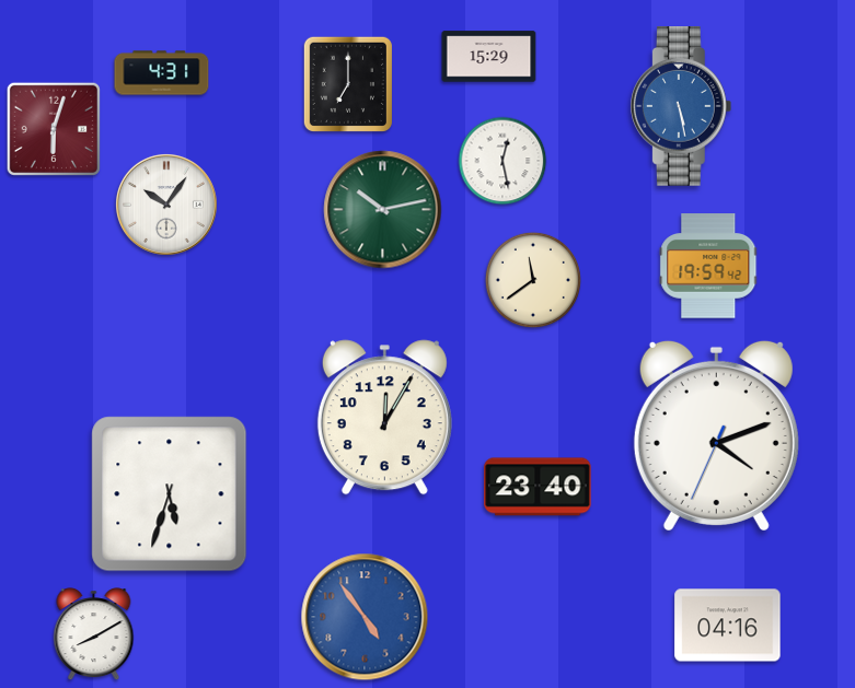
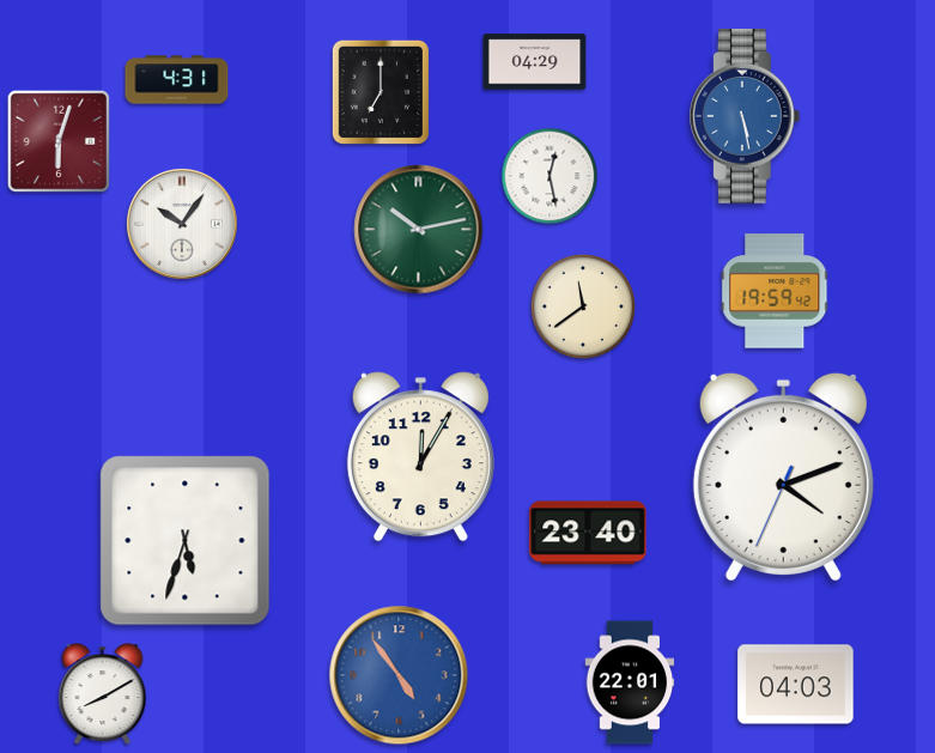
clock at (489, 57): 15:29 -> 04:29
clock at (630, 682): none -> 22:01
clock at (728, 626): 04:16 -> 04:03
